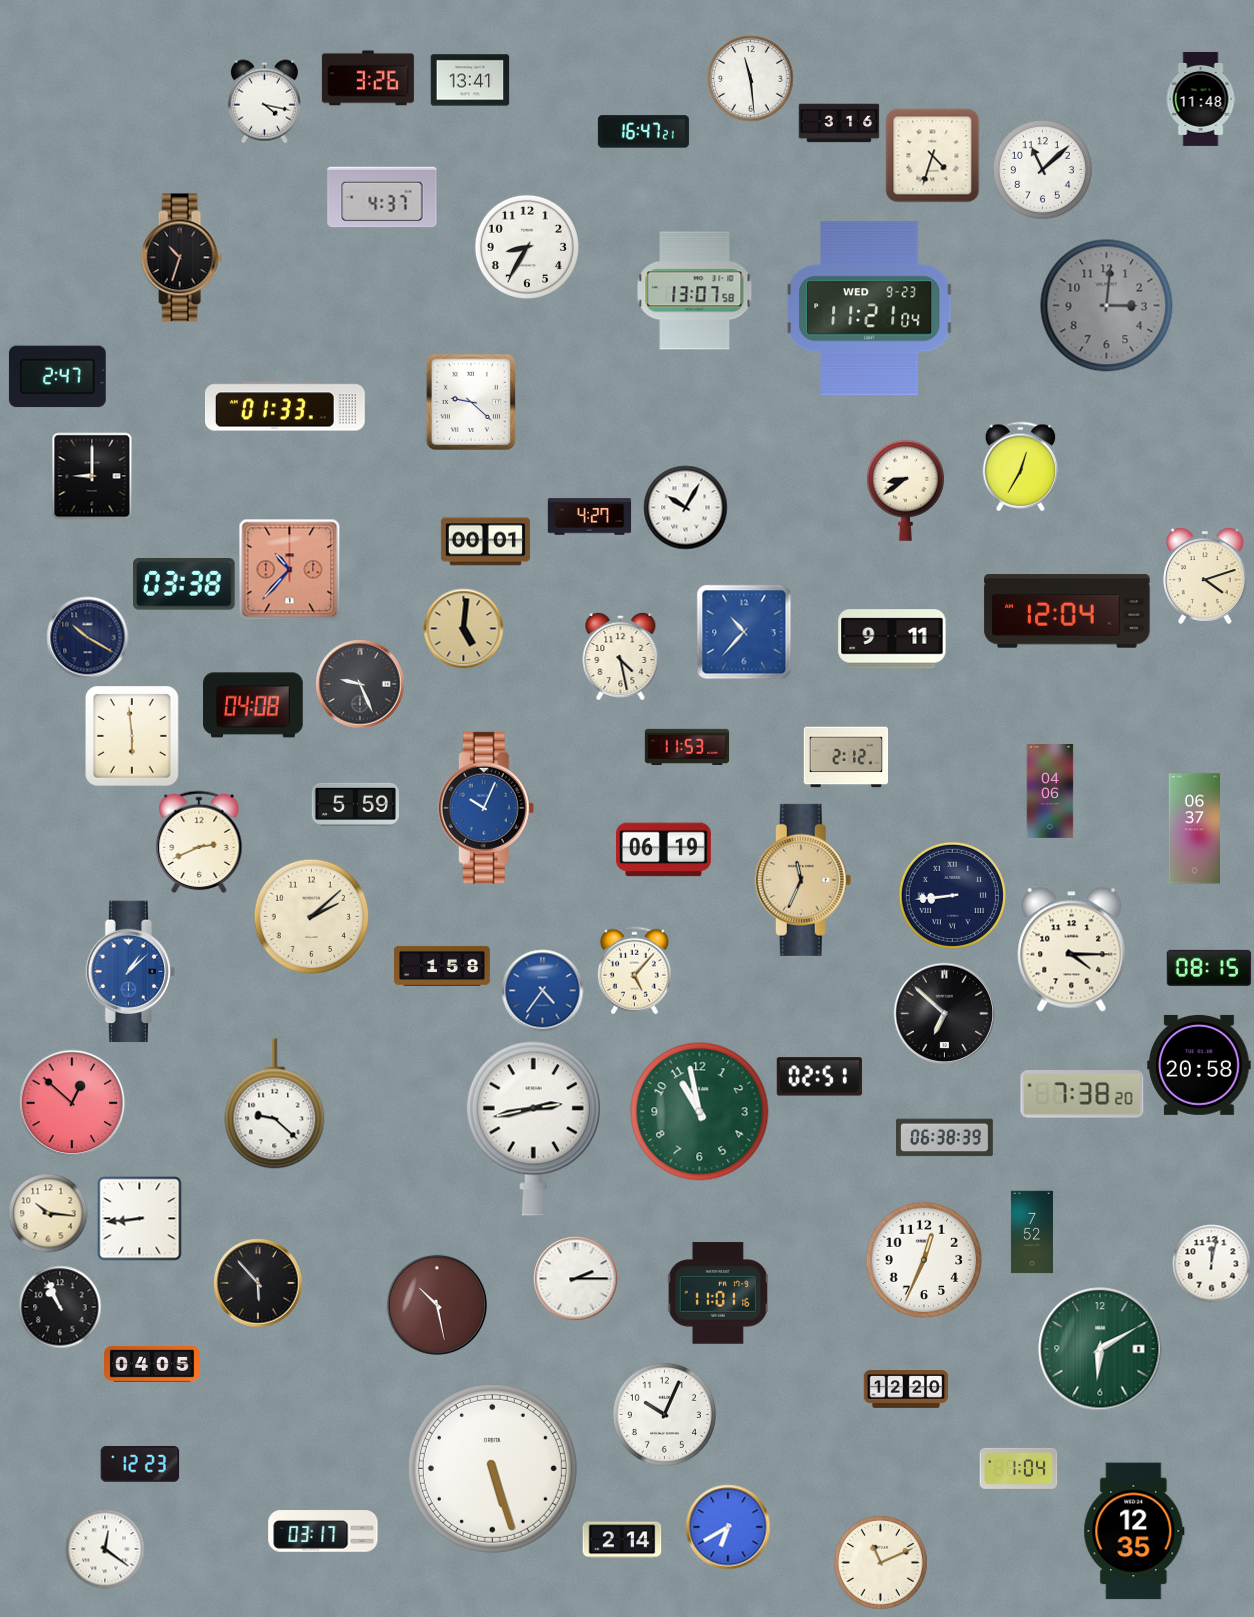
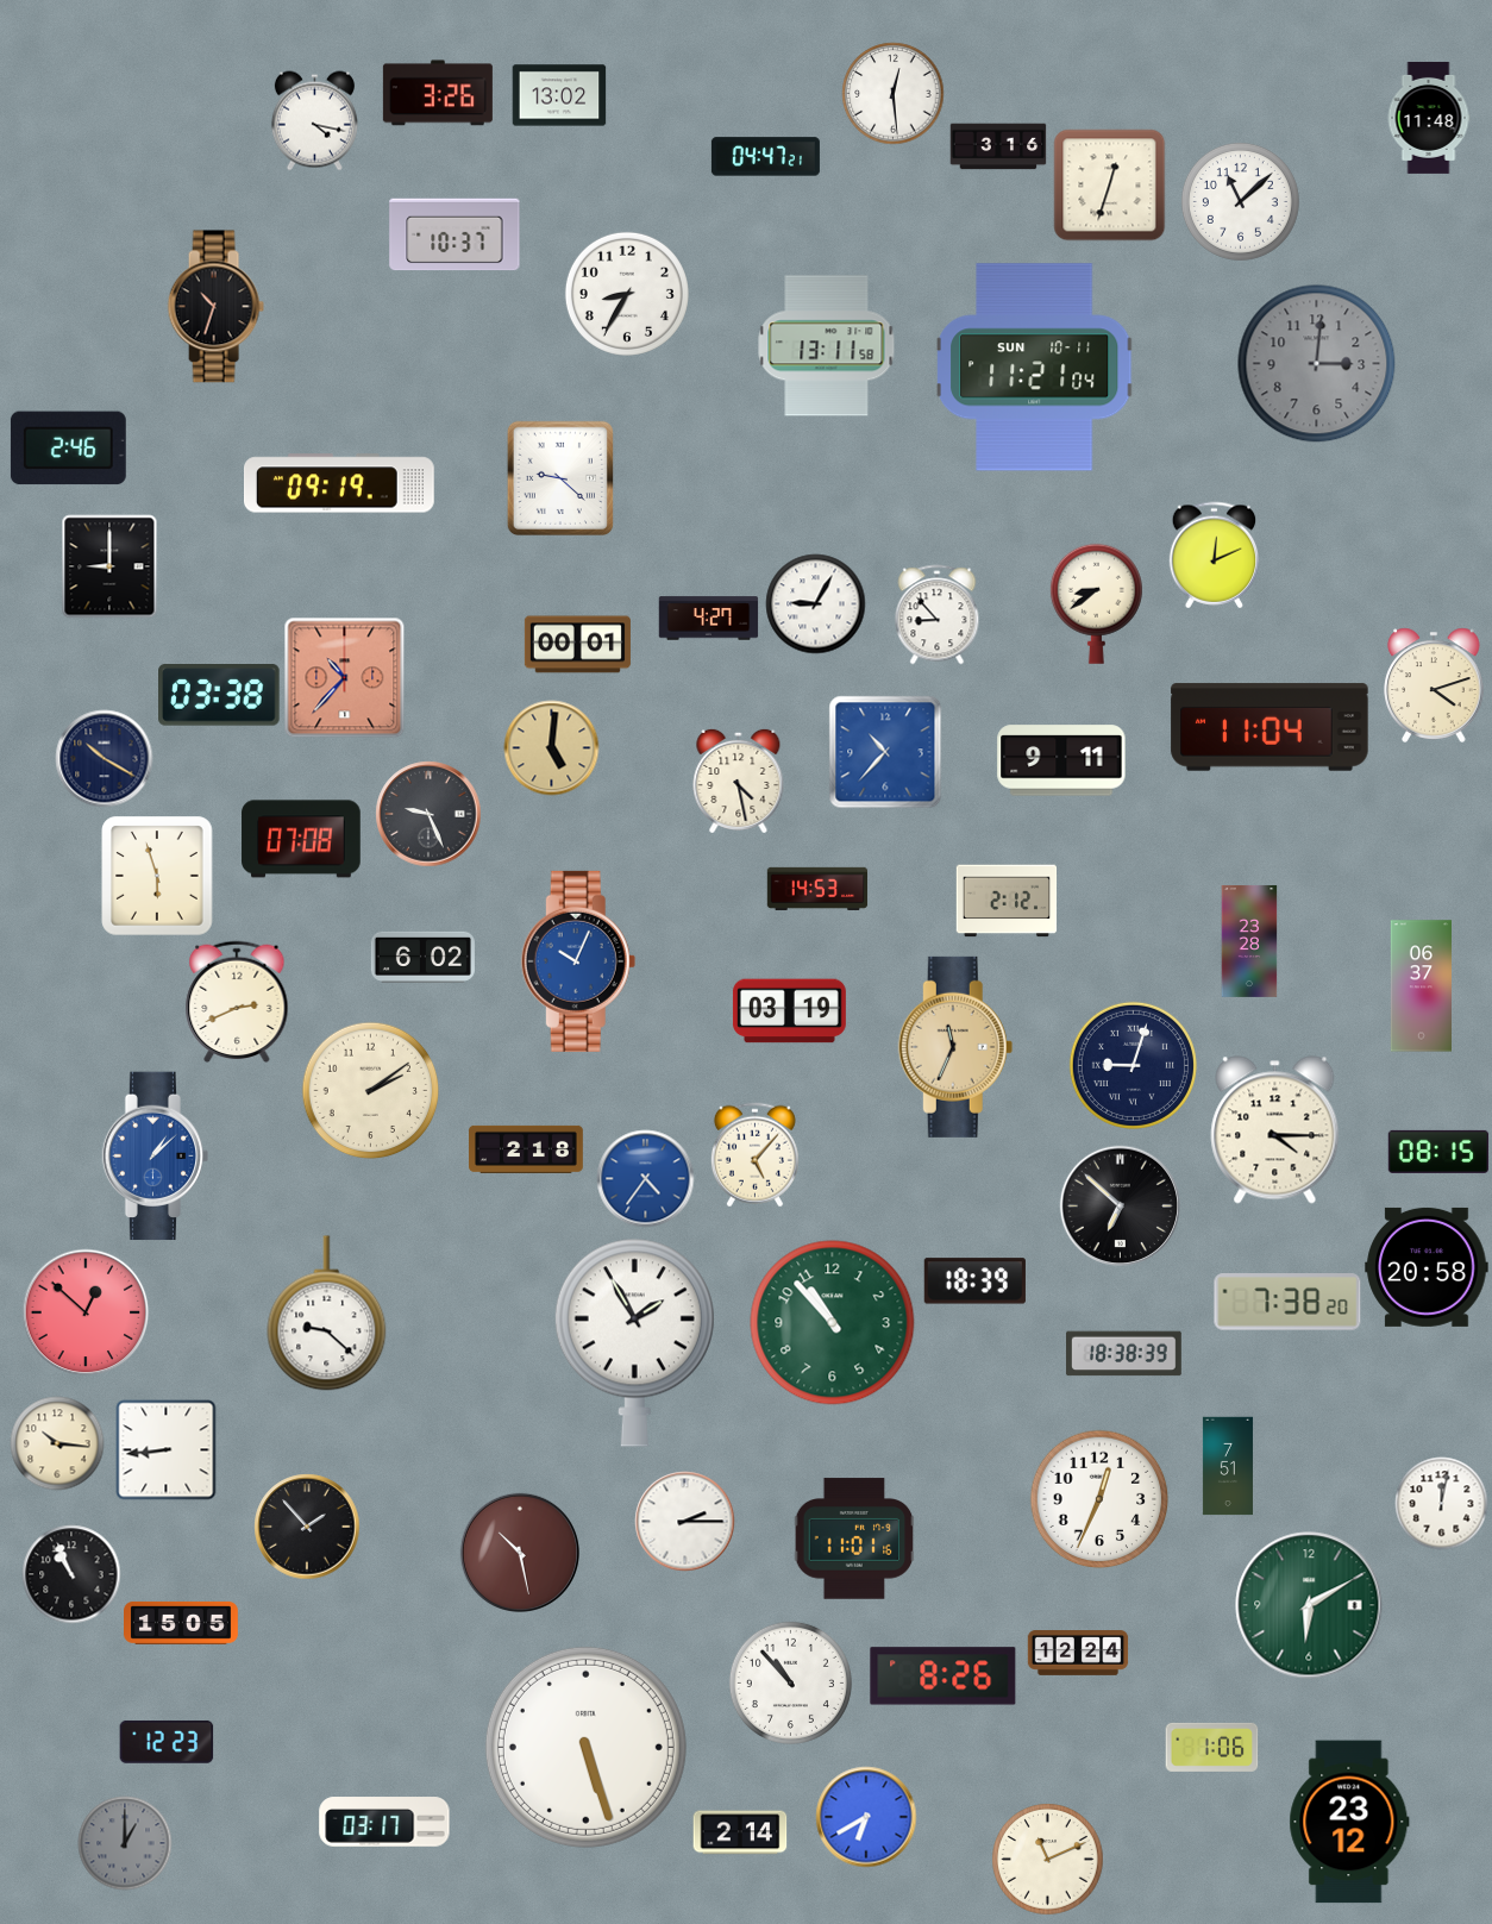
clock at (750, 78): 11:29 -> 12:29
clock at (470, 80): 13:41 -> 13:02
clock at (643, 132): 16:47 -> 04:47
clock at (932, 155): 4:33 -> 12:33
clock at (382, 197): 4:37 -> 10:37
clock at (695, 291): 13:07 -> 13:11
clock at (870, 309) date: WED 9-23 -> SUN 10-11
clock at (57, 377): 2:47 -> 2:46
clock at (286, 406): 01:33 -> 09:19
clock at (1021, 466): 12:35 -> 12:11
clock at (905, 490) position: (905, 490) -> (1096, 603)
clock at (685, 507): 10:05 -> 9:05
clock at (938, 614): none -> 8:53
clock at (589, 517) position: (589, 517) -> (708, 619)
clock at (1067, 611): 12:04 -> 11:04
clock at (253, 705): 04:08 -> 07:08
clock at (132, 736): 5:59 -> 5:57
clock at (687, 747): 11:53 -> 14:53
clock at (1050, 791): 04:06 -> 23:28
clock at (355, 804): 5:59 -> 6:02
clock at (663, 850): 06:19 -> 03:19
clock at (952, 895): 8:44 -> 9:03
clock at (311, 916): 2:08 -> 2:09
clock at (443, 966): 1:58 -> 2:18
clock at (944, 1013) position: (944, 1013) -> (1120, 1205)
clock at (819, 1077): 02:51 -> 18:39
clock at (700, 1112): 10:58 -> 10:53
clock at (533, 1128): 2:43 -> 1:55
clock at (945, 1138): 06:38 -> 18:38
clock at (1032, 1232): 7:52 -> 7:51
clock at (258, 1283): 5:53 -> 1:53
clock at (60, 1307) position: (60, 1307) -> (71, 1574)
clock at (153, 1364): 04:05 -> 15:05
clock at (906, 1390): 12:20 -> 12:24
clock at (944, 1677): none -> 8:26
clock at (664, 1414): 10:04 -> 10:53
clock at (1018, 1468): 1:04 -> 1:06
clock at (1134, 1531): 12:35 -> 23:12
clock at (105, 1549): 12:21 -> 1:00
clock at (105, 1549) dial: white -> grey
